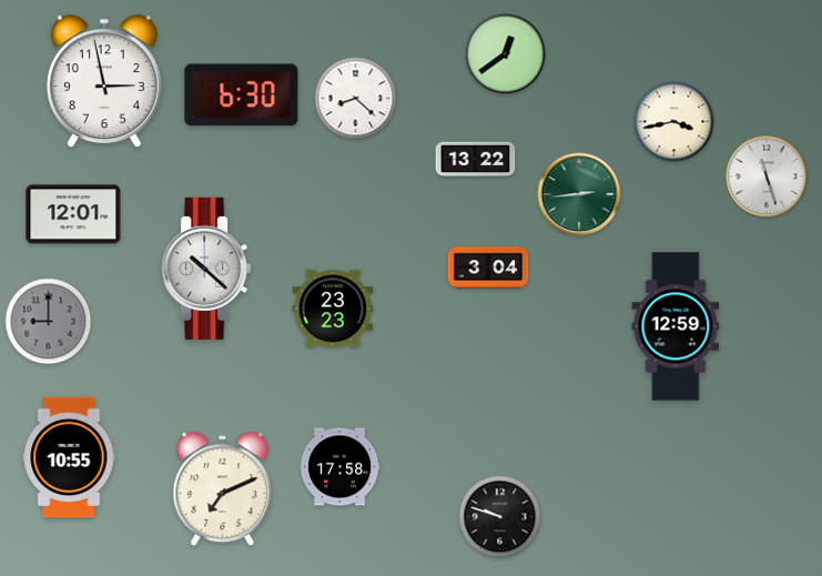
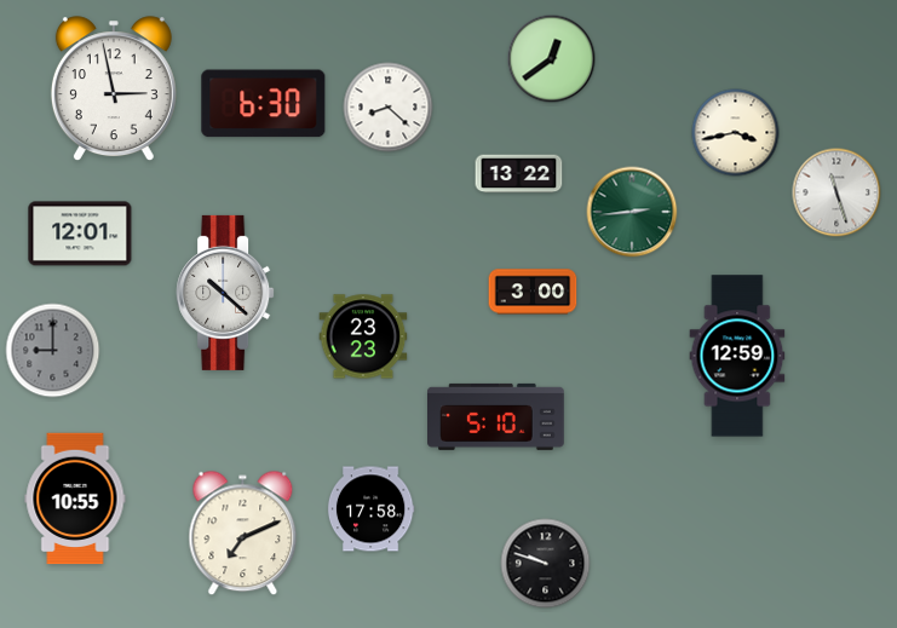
clock at (488, 267): 3:04 -> 3:00
clock at (496, 416): none -> 5:10
